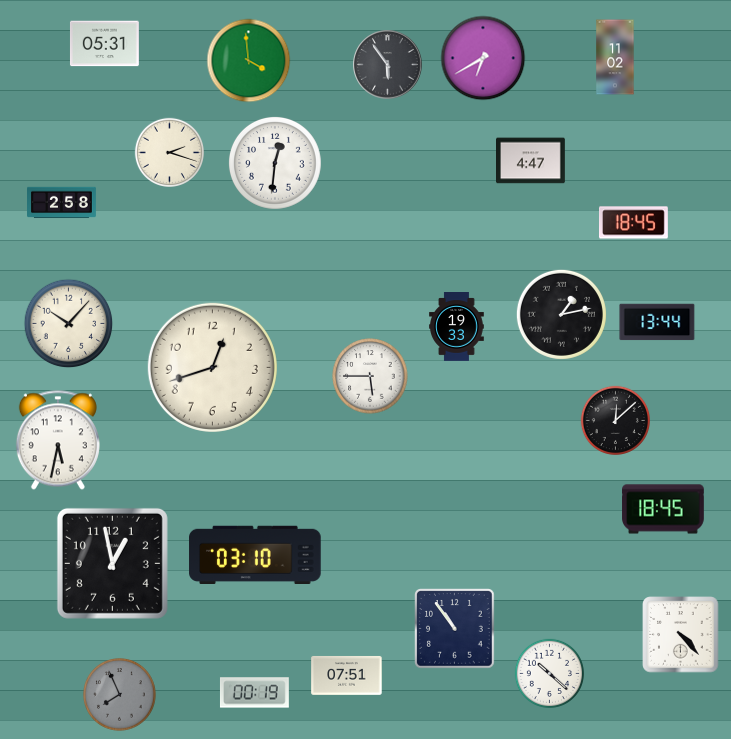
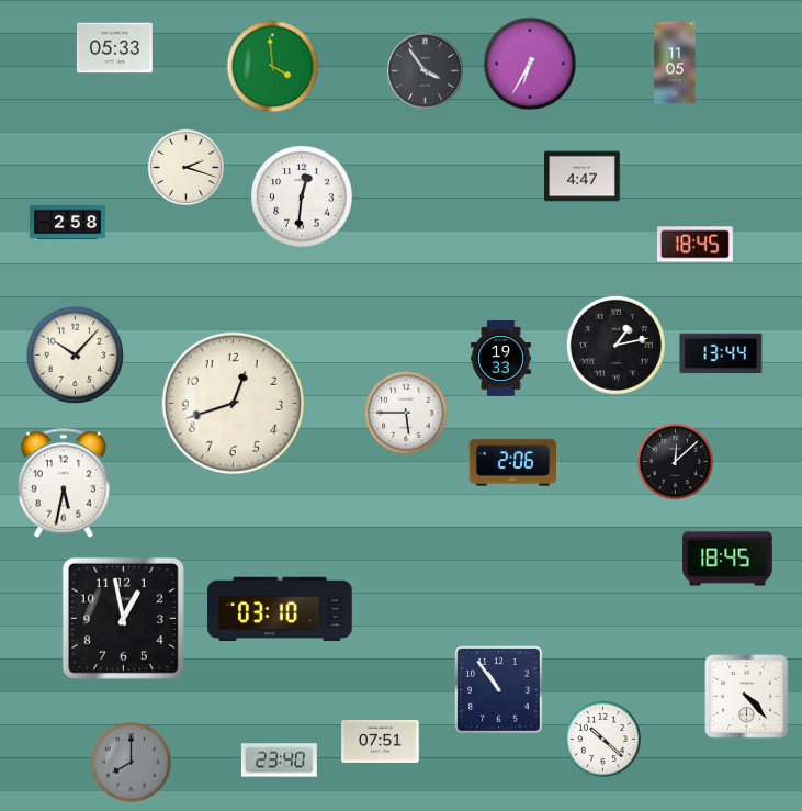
clock at (104, 44): 05:31 -> 05:33
clock at (615, 57): 11:02 -> 11:05
clock at (483, 58): 6:40 -> 6:35
clock at (388, 65): 5:54 -> 3:54
clock at (276, 164) position: (276, 164) -> (303, 198)
clock at (512, 463): none -> 2:06
clock at (254, 693): 00:19 -> 23:40
clock at (120, 695): 7:56 -> 8:00
